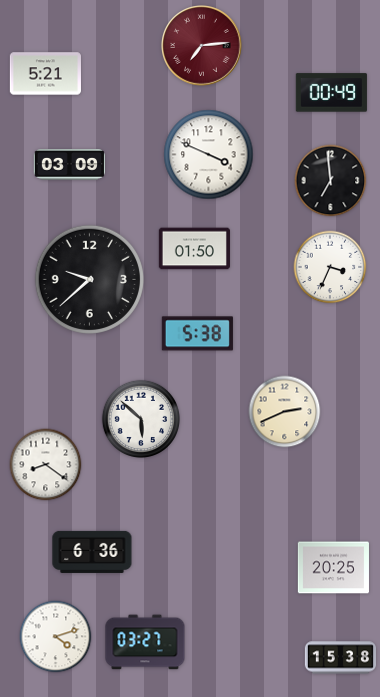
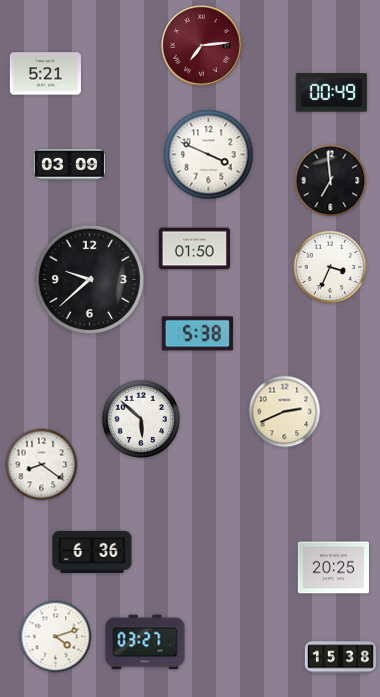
clock at (46, 465) position: (46, 465) -> (42, 465)
